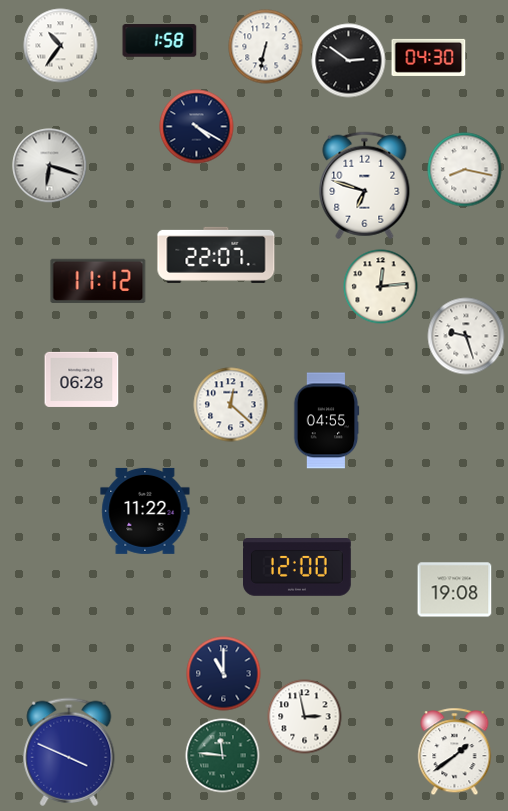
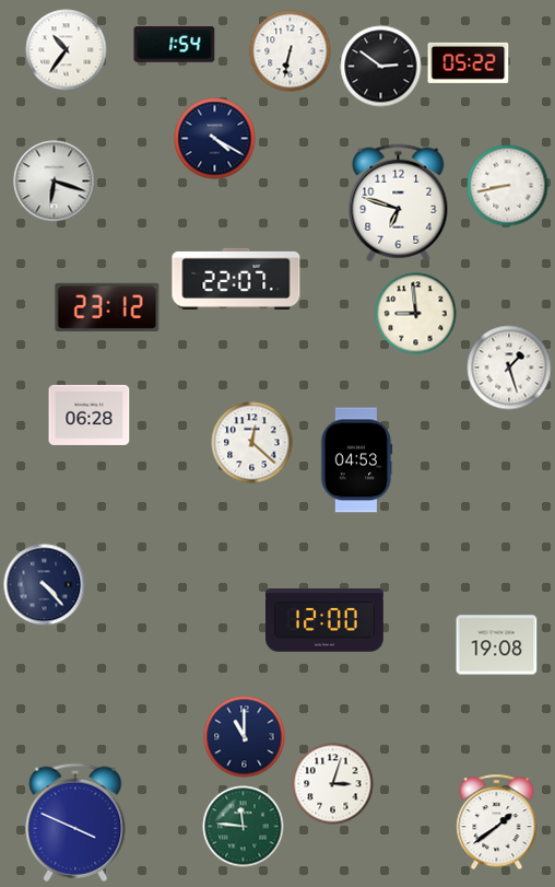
clock at (160, 41): 1:58 -> 1:54
clock at (429, 57): 04:30 -> 05:22
clock at (465, 170): 8:17 -> 8:43
clock at (98, 281): 11:12 -> 23:12
clock at (381, 287): 12:14 -> 8:59
clock at (466, 336): 9:27 -> 1:27
clock at (326, 421): 04:55 -> 04:53
clock at (145, 511): 11:22 -> none
clock at (45, 585): none -> 4:23
clock at (305, 717): 2:58 -> 3:03
